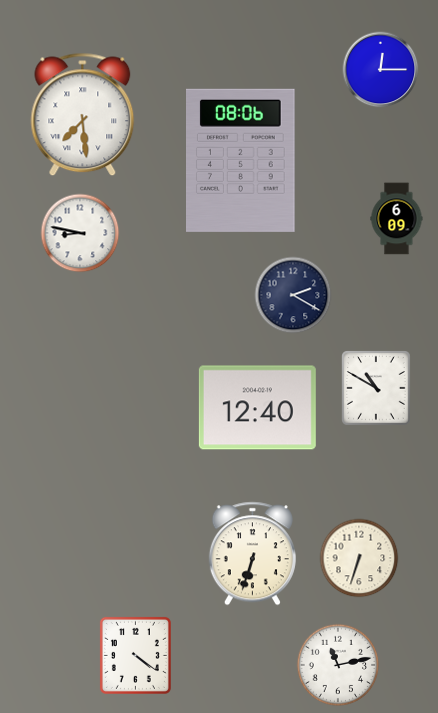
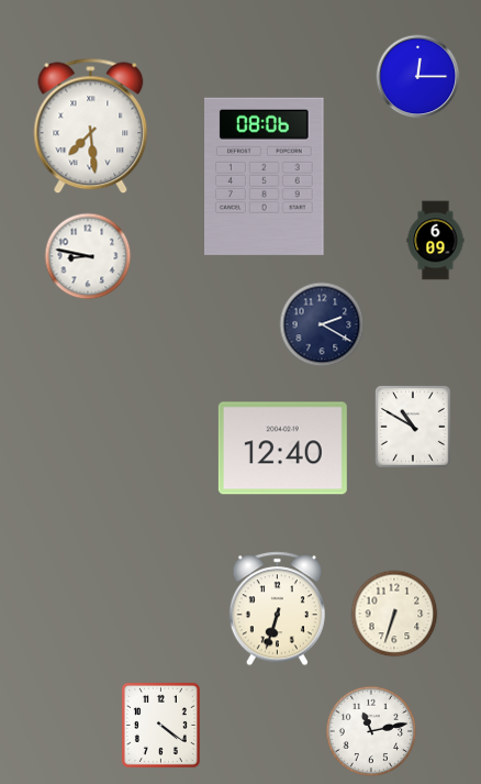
clock at (135, 655) position: (135, 655) -> (160, 725)
